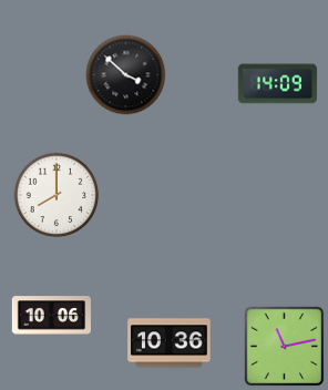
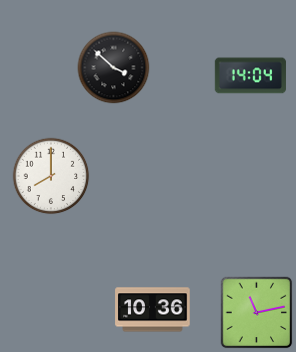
clock at (277, 84): 14:09 -> 14:04
clock at (51, 316): 10:06 -> none
